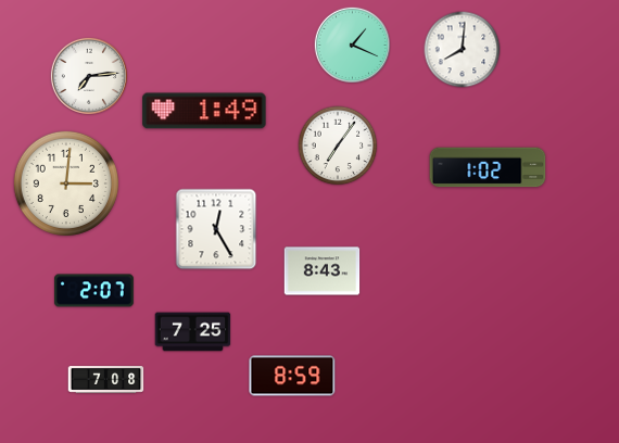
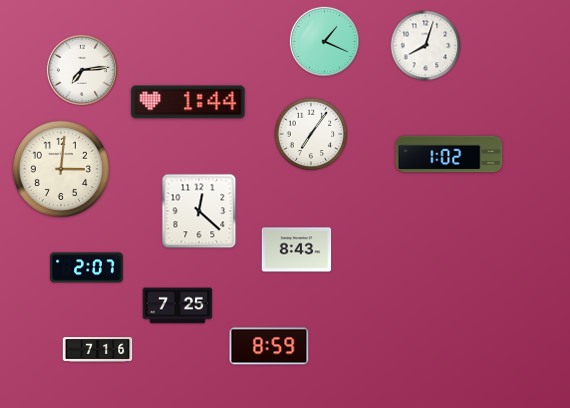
clock at (463, 50): 8:01 -> 8:03
clock at (204, 111): 1:49 -> 1:44
clock at (216, 229): 12:25 -> 12:22
clock at (106, 380): 7:08 -> 7:16
